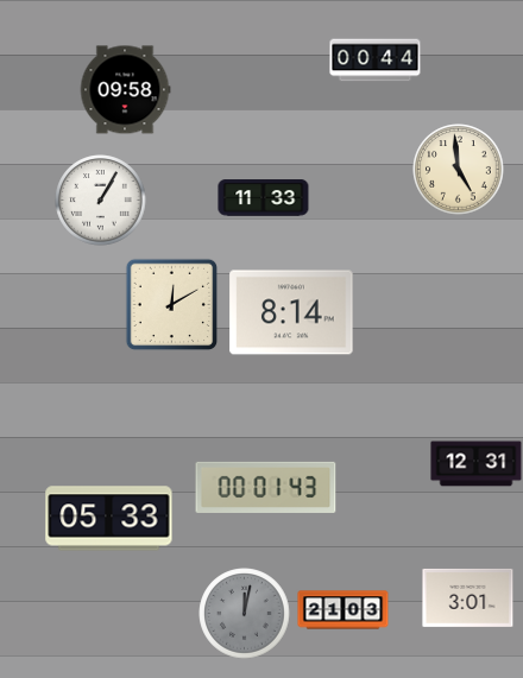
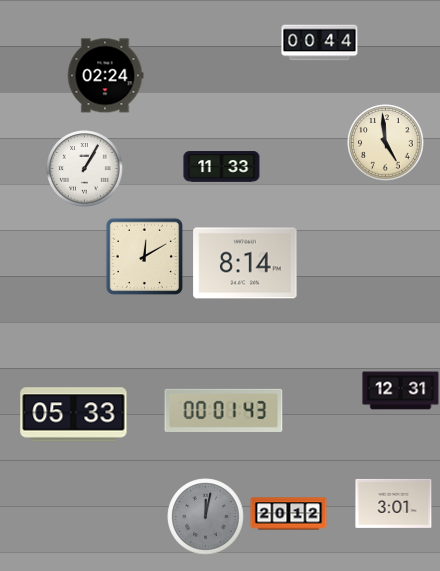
clock at (376, 61) position: (376, 61) -> (320, 43)
clock at (125, 90): 09:58 -> 02:24
clock at (109, 519) position: (109, 519) -> (74, 415)
clock at (344, 610): 21:03 -> 20:12
